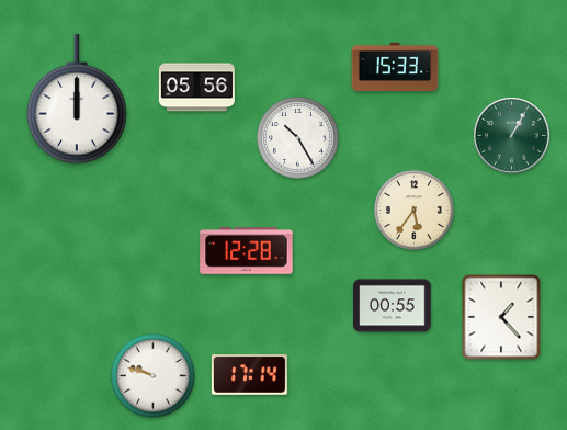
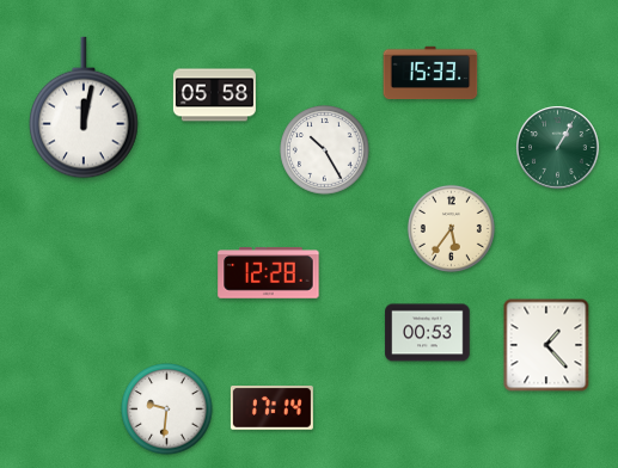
clock at (196, 88): 05:56 -> 05:58
clock at (77, 99): 12:00 -> 12:02
clock at (393, 306): 00:55 -> 00:53
clock at (154, 376): 9:48 -> 9:31
